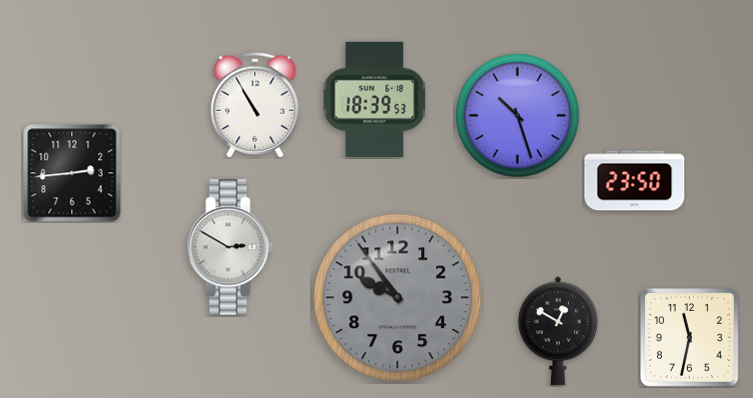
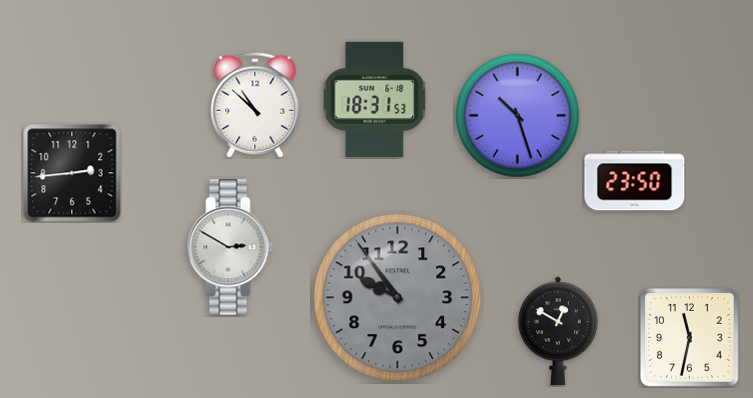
clock at (375, 99): 18:39 -> 18:31
clock at (255, 105): 10:55 -> 10:52
